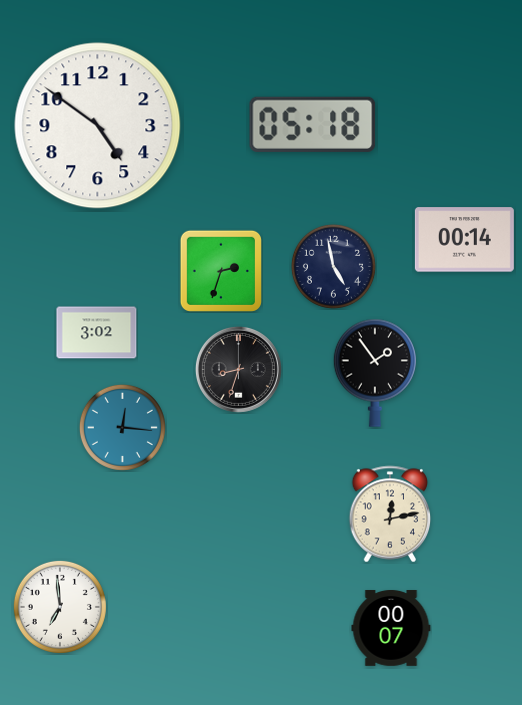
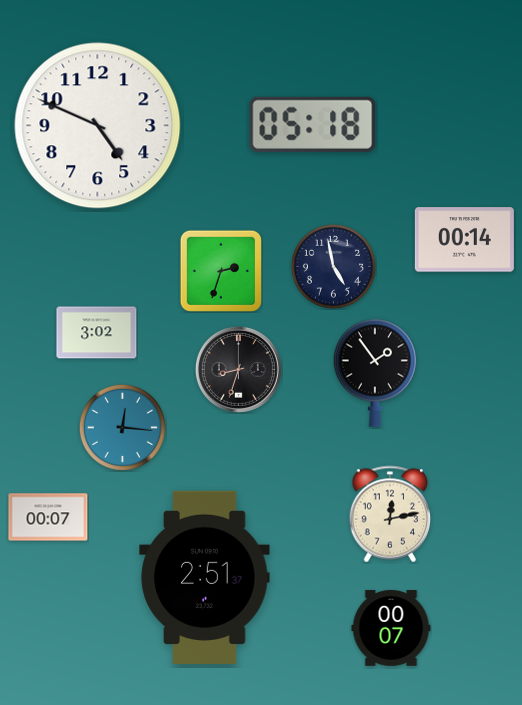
clock at (98, 126): 4:51 -> 4:49
clock at (48, 517): none -> 00:07
clock at (205, 577): none -> 2:51
clock at (60, 607): 6:59 -> none
